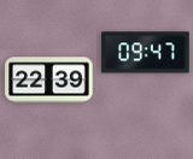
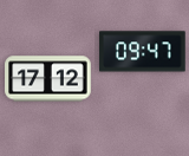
clock at (49, 81): 22:39 -> 17:12
